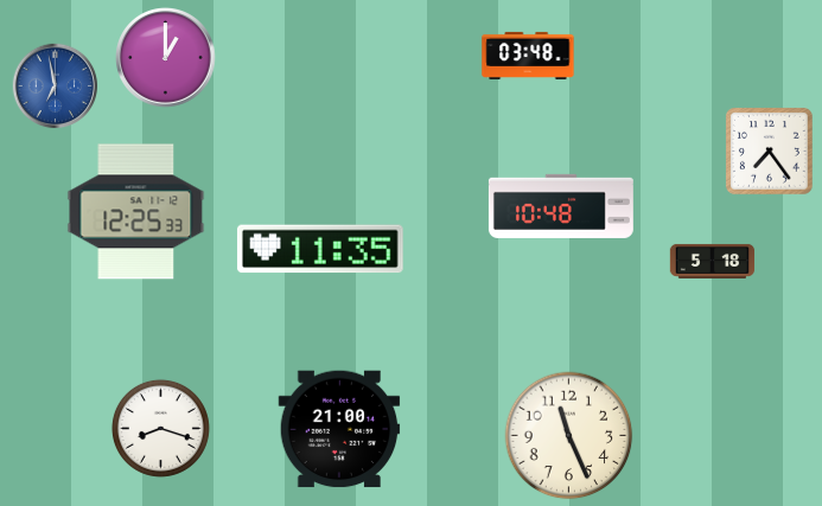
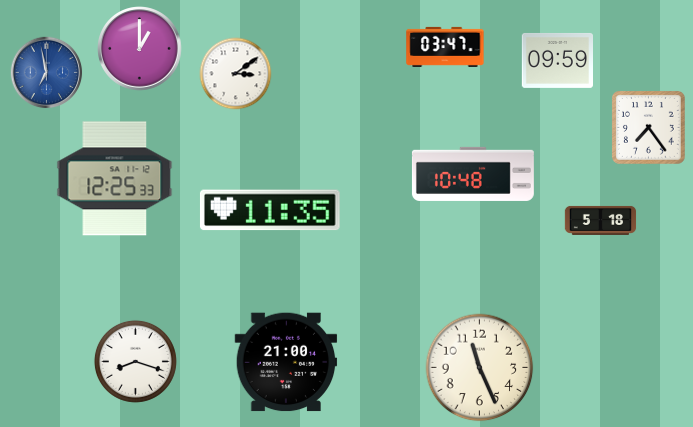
clock at (528, 56): 03:48 -> 03:47
clock at (557, 60): none -> 09:59
clock at (236, 74): none -> 3:09
